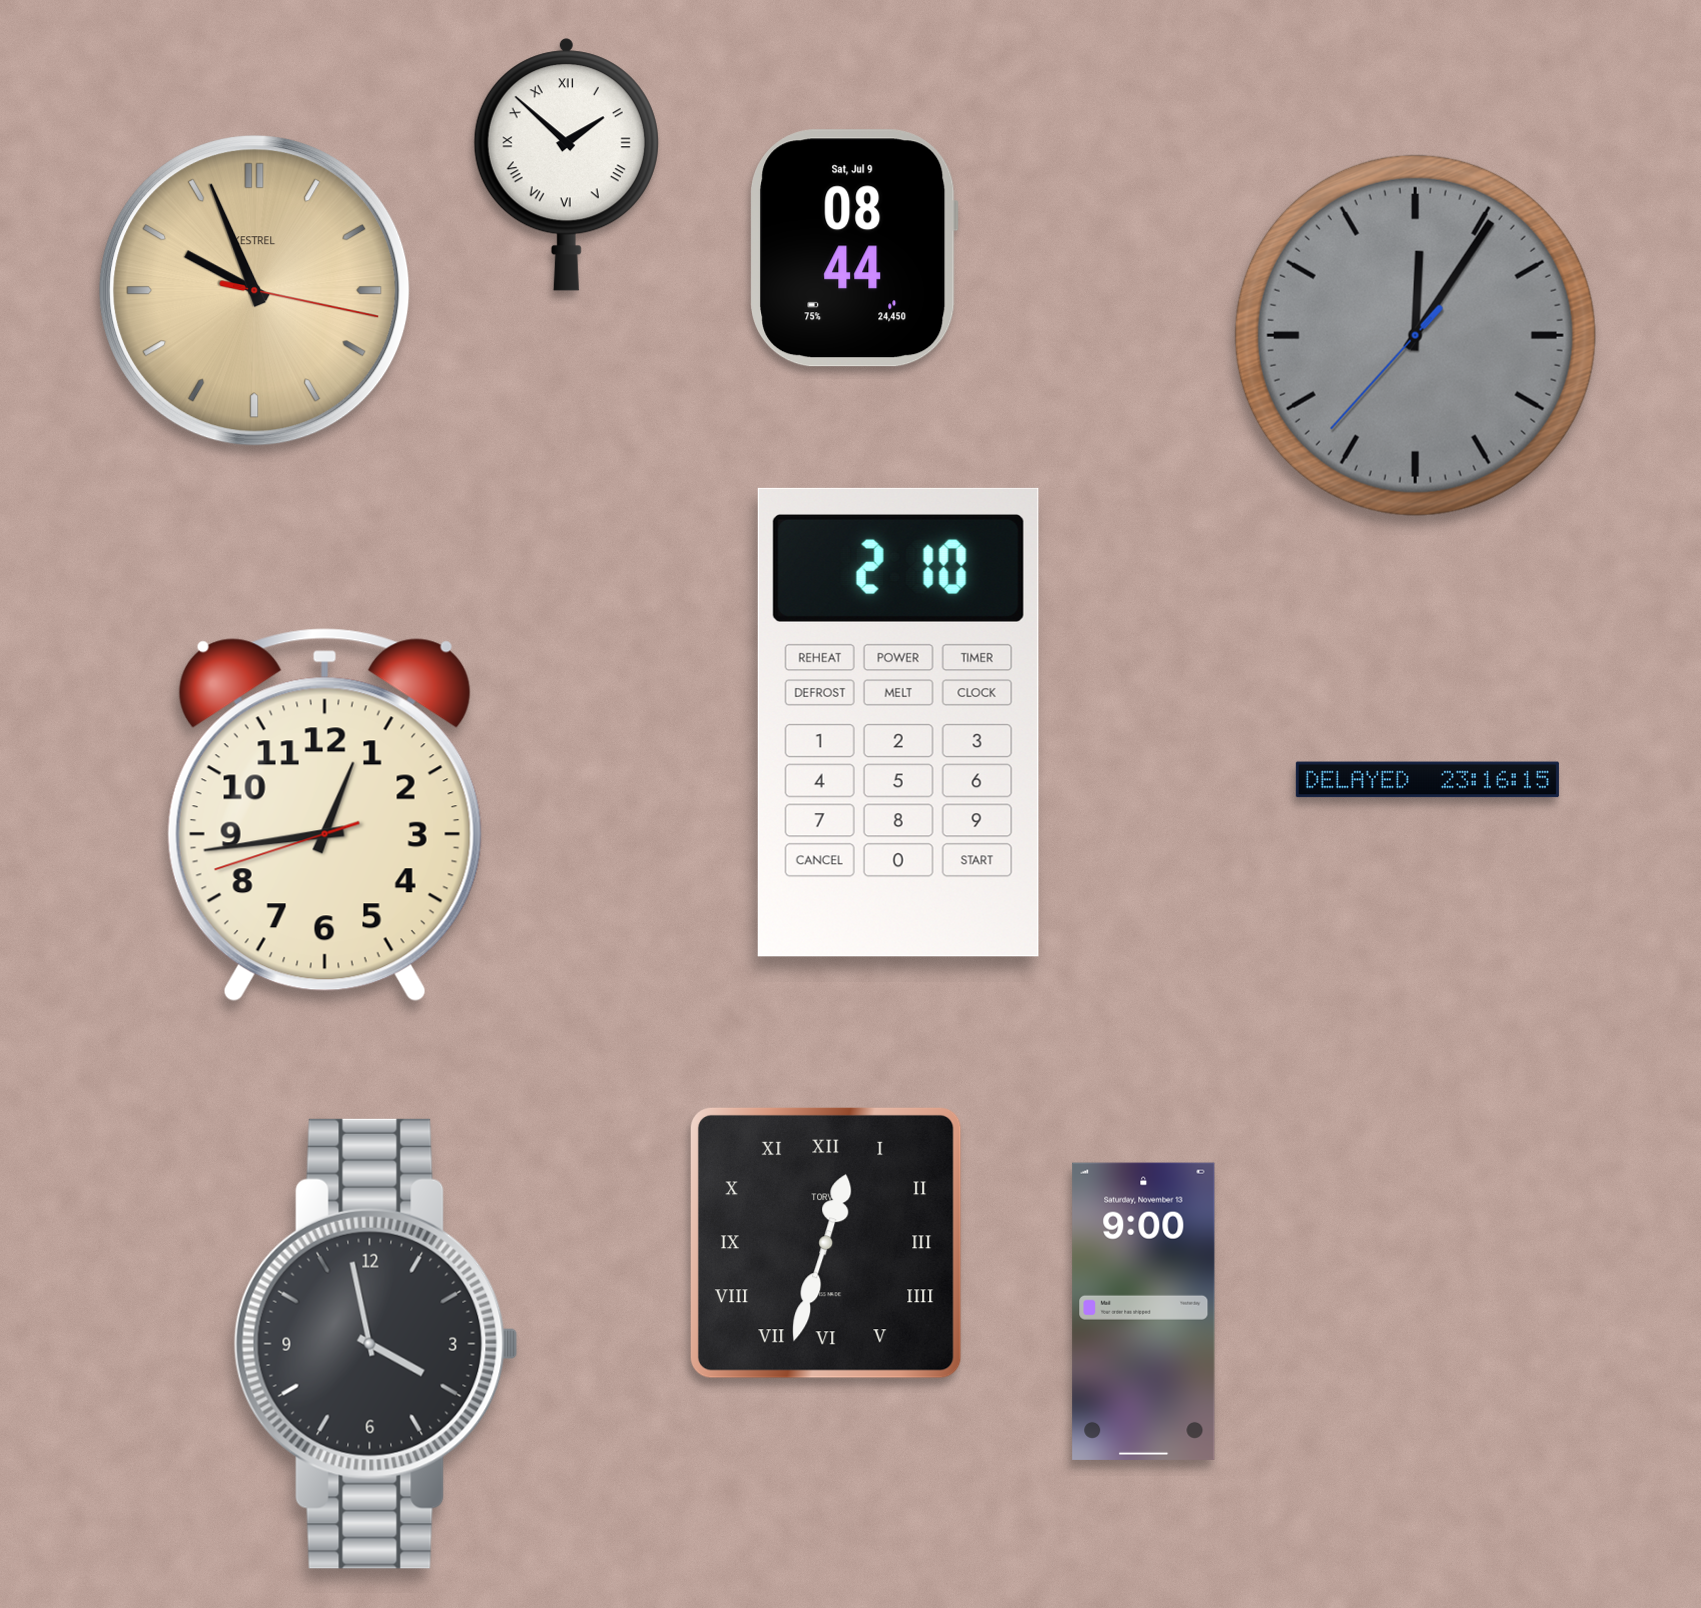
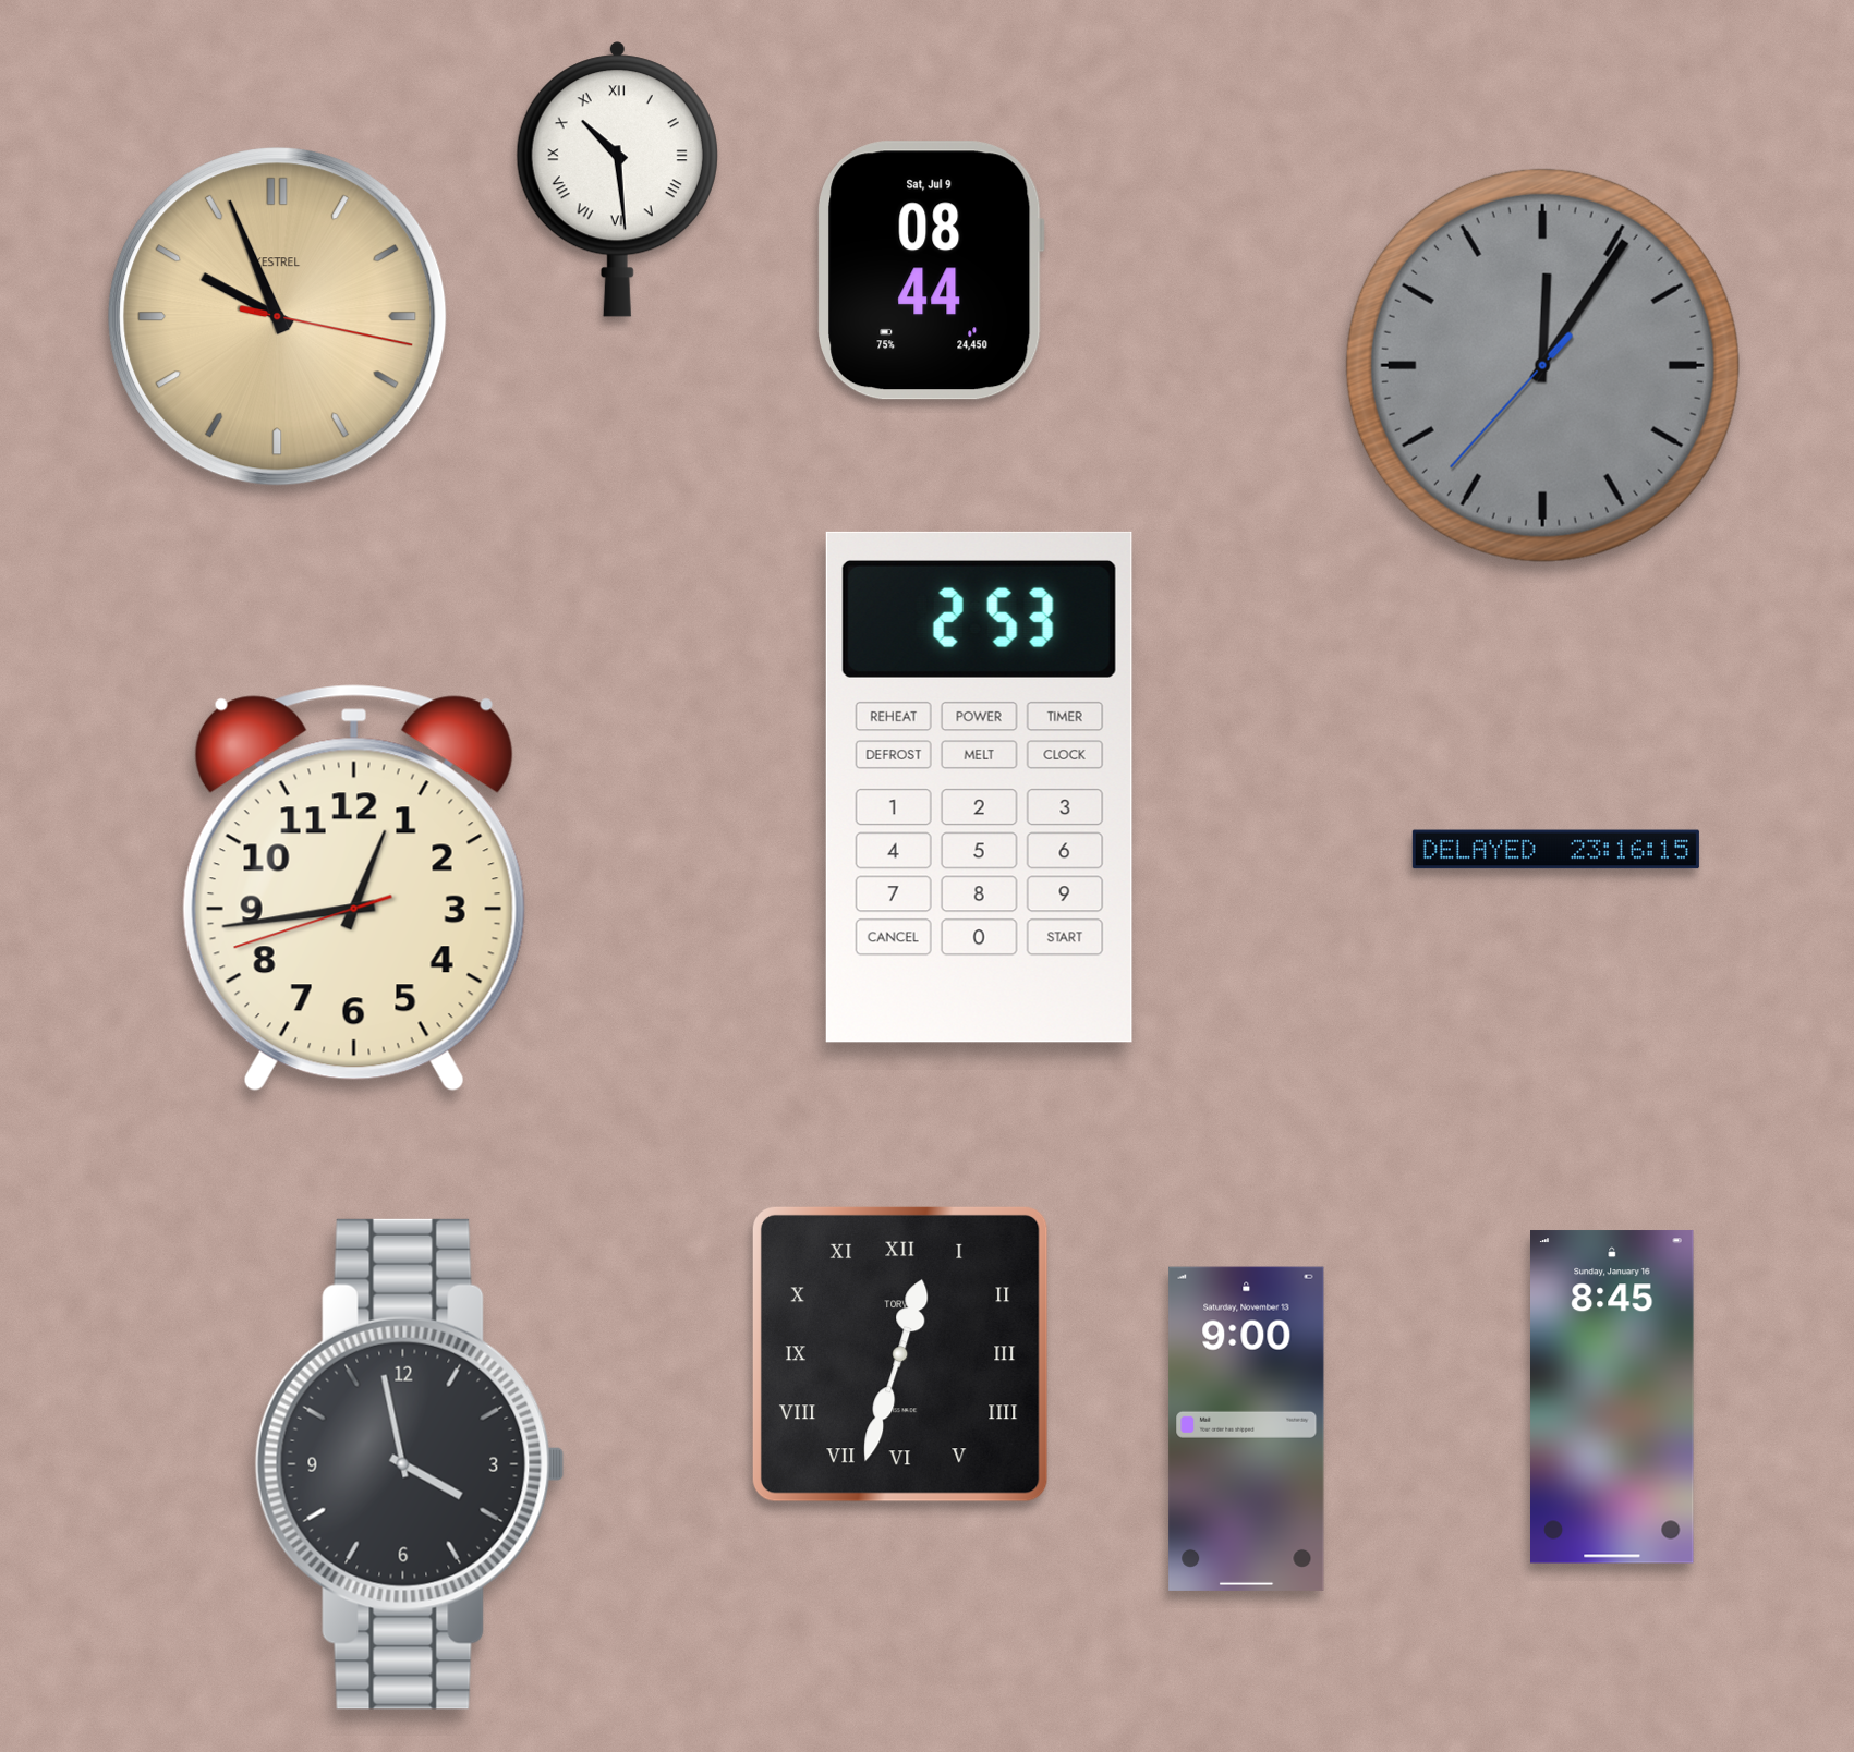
clock at (566, 164): 1:52 -> 10:29
clock at (898, 722): 2:10 -> 2:53
clock at (1613, 1397): none -> 8:45
